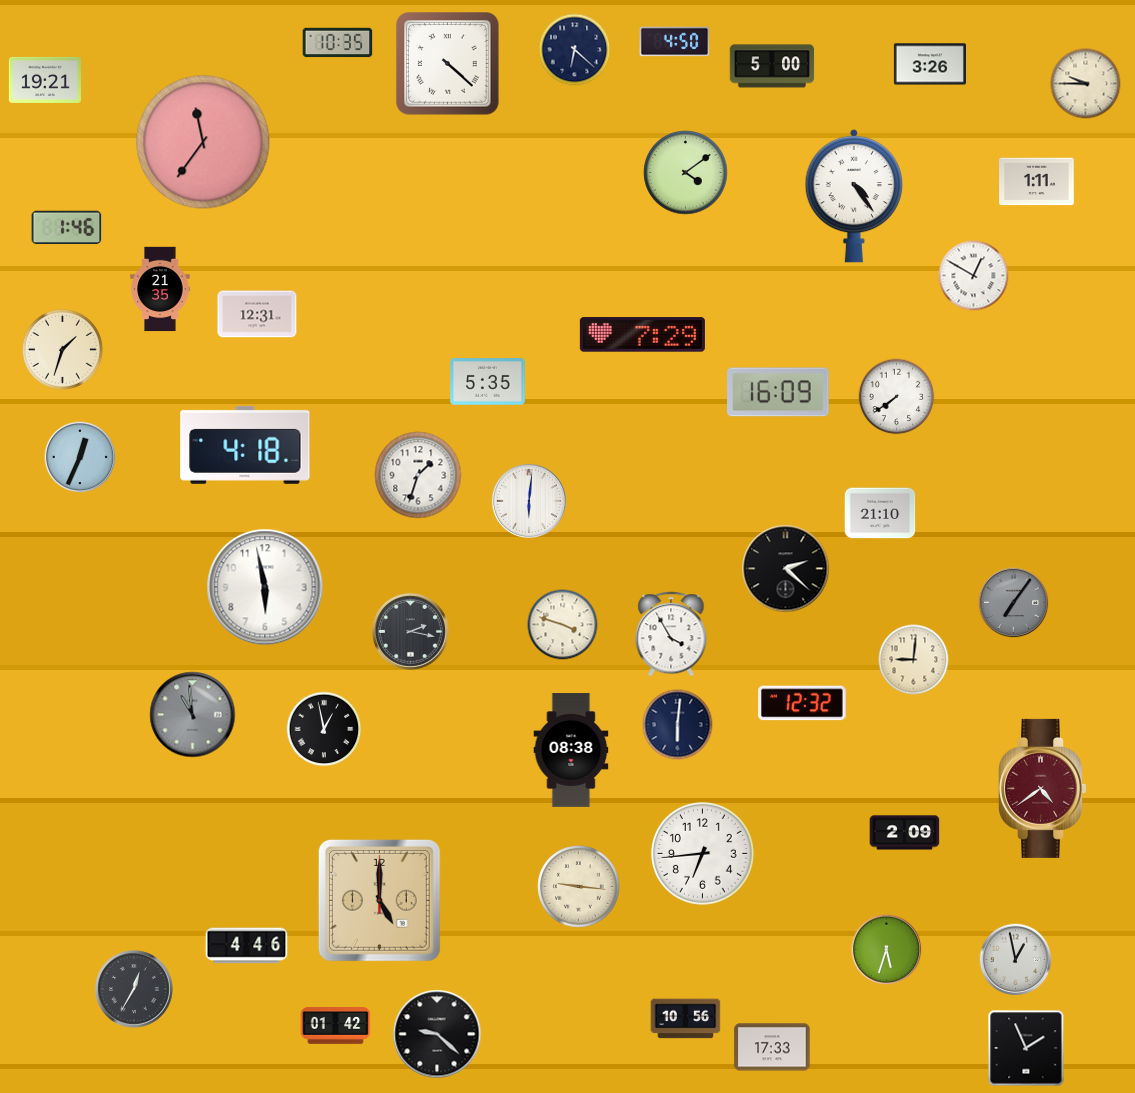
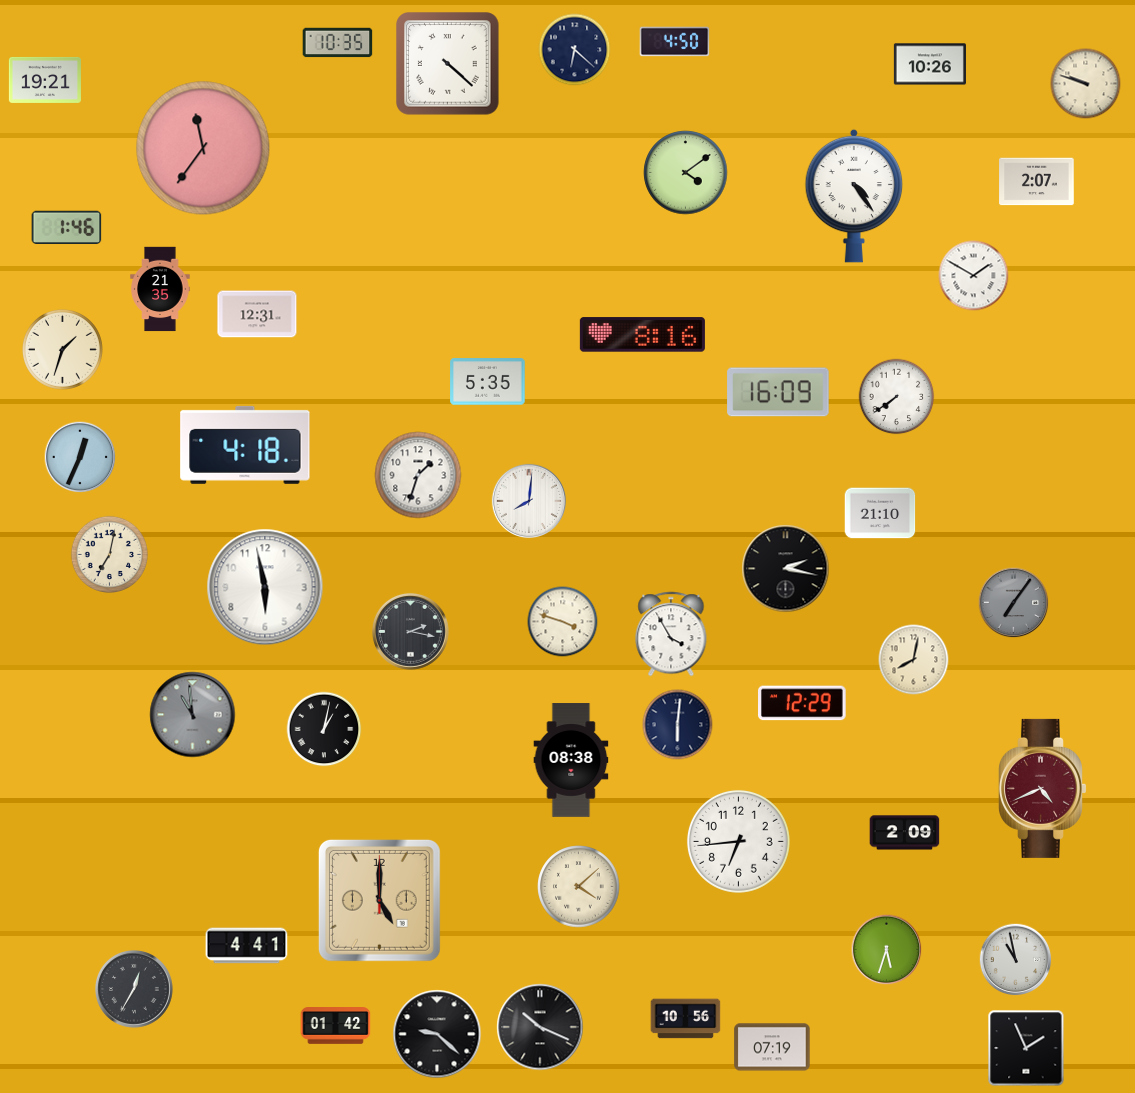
clock at (930, 64): 3:26 -> 10:26
clock at (772, 66): 5:00 -> none
clock at (1086, 84): 9:45 -> 9:48
clock at (203, 142) position: (203, 142) -> (203, 148)
clock at (1037, 182): 1:11 -> 2:07
clock at (974, 276): 12:50 -> 1:50
clock at (642, 335): 7:29 -> 8:16
clock at (529, 501): 6:01 -> 8:01
clock at (109, 554): none -> 7:02
clock at (786, 569): 2:22 -> 2:17
clock at (563, 625) position: (563, 625) -> (563, 622)
clock at (914, 660): 9:01 -> 8:02
clock at (803, 703): 12:32 -> 12:29
clock at (324, 729): 12:58 -> 1:02
clock at (571, 750) position: (571, 750) -> (571, 760)
clock at (1042, 788): 4:39 -> 4:41
clock at (702, 853) position: (702, 853) -> (738, 841)
clock at (579, 887): 9:16 -> 4:08
clock at (247, 946): 4:46 -> 4:41
clock at (1016, 960): 12:58 -> 10:58
clock at (540, 1027): none -> 10:19
clock at (772, 1047): 17:33 -> 07:19
